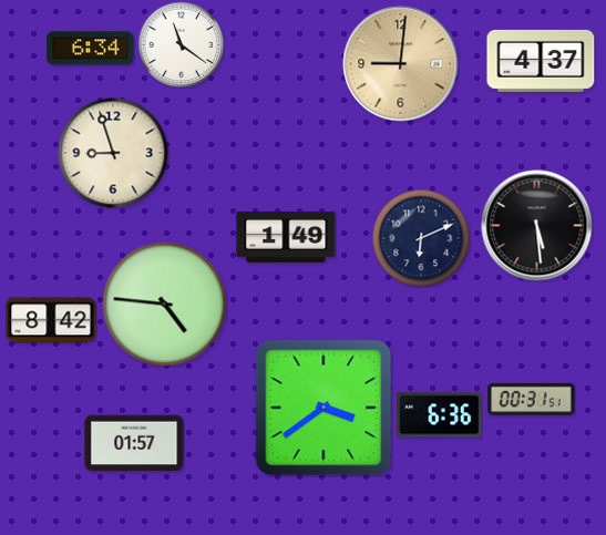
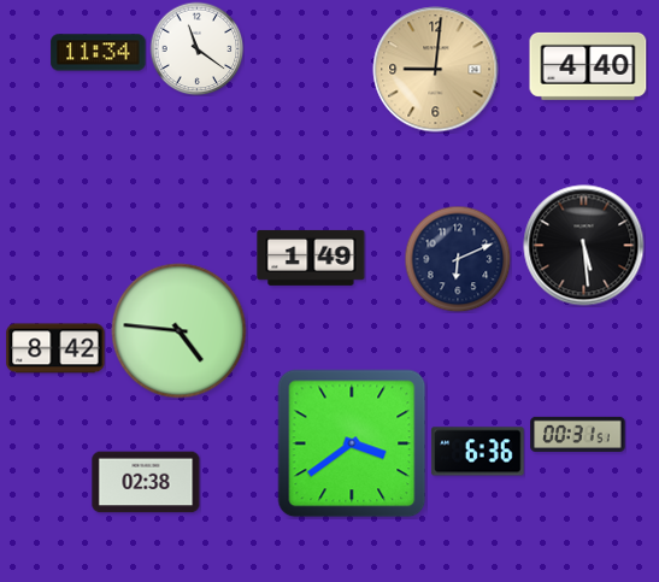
clock at (91, 49): 6:34 -> 11:34
clock at (541, 61): 4:37 -> 4:40
clock at (113, 153): 8:57 -> none
clock at (134, 443): 01:57 -> 02:38
